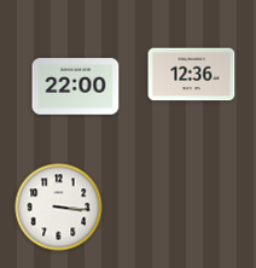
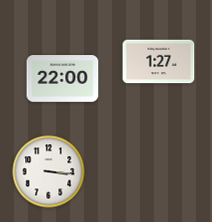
clock at (192, 75): 12:36 -> 1:27
clock at (76, 87) position: (76, 87) -> (63, 79)
